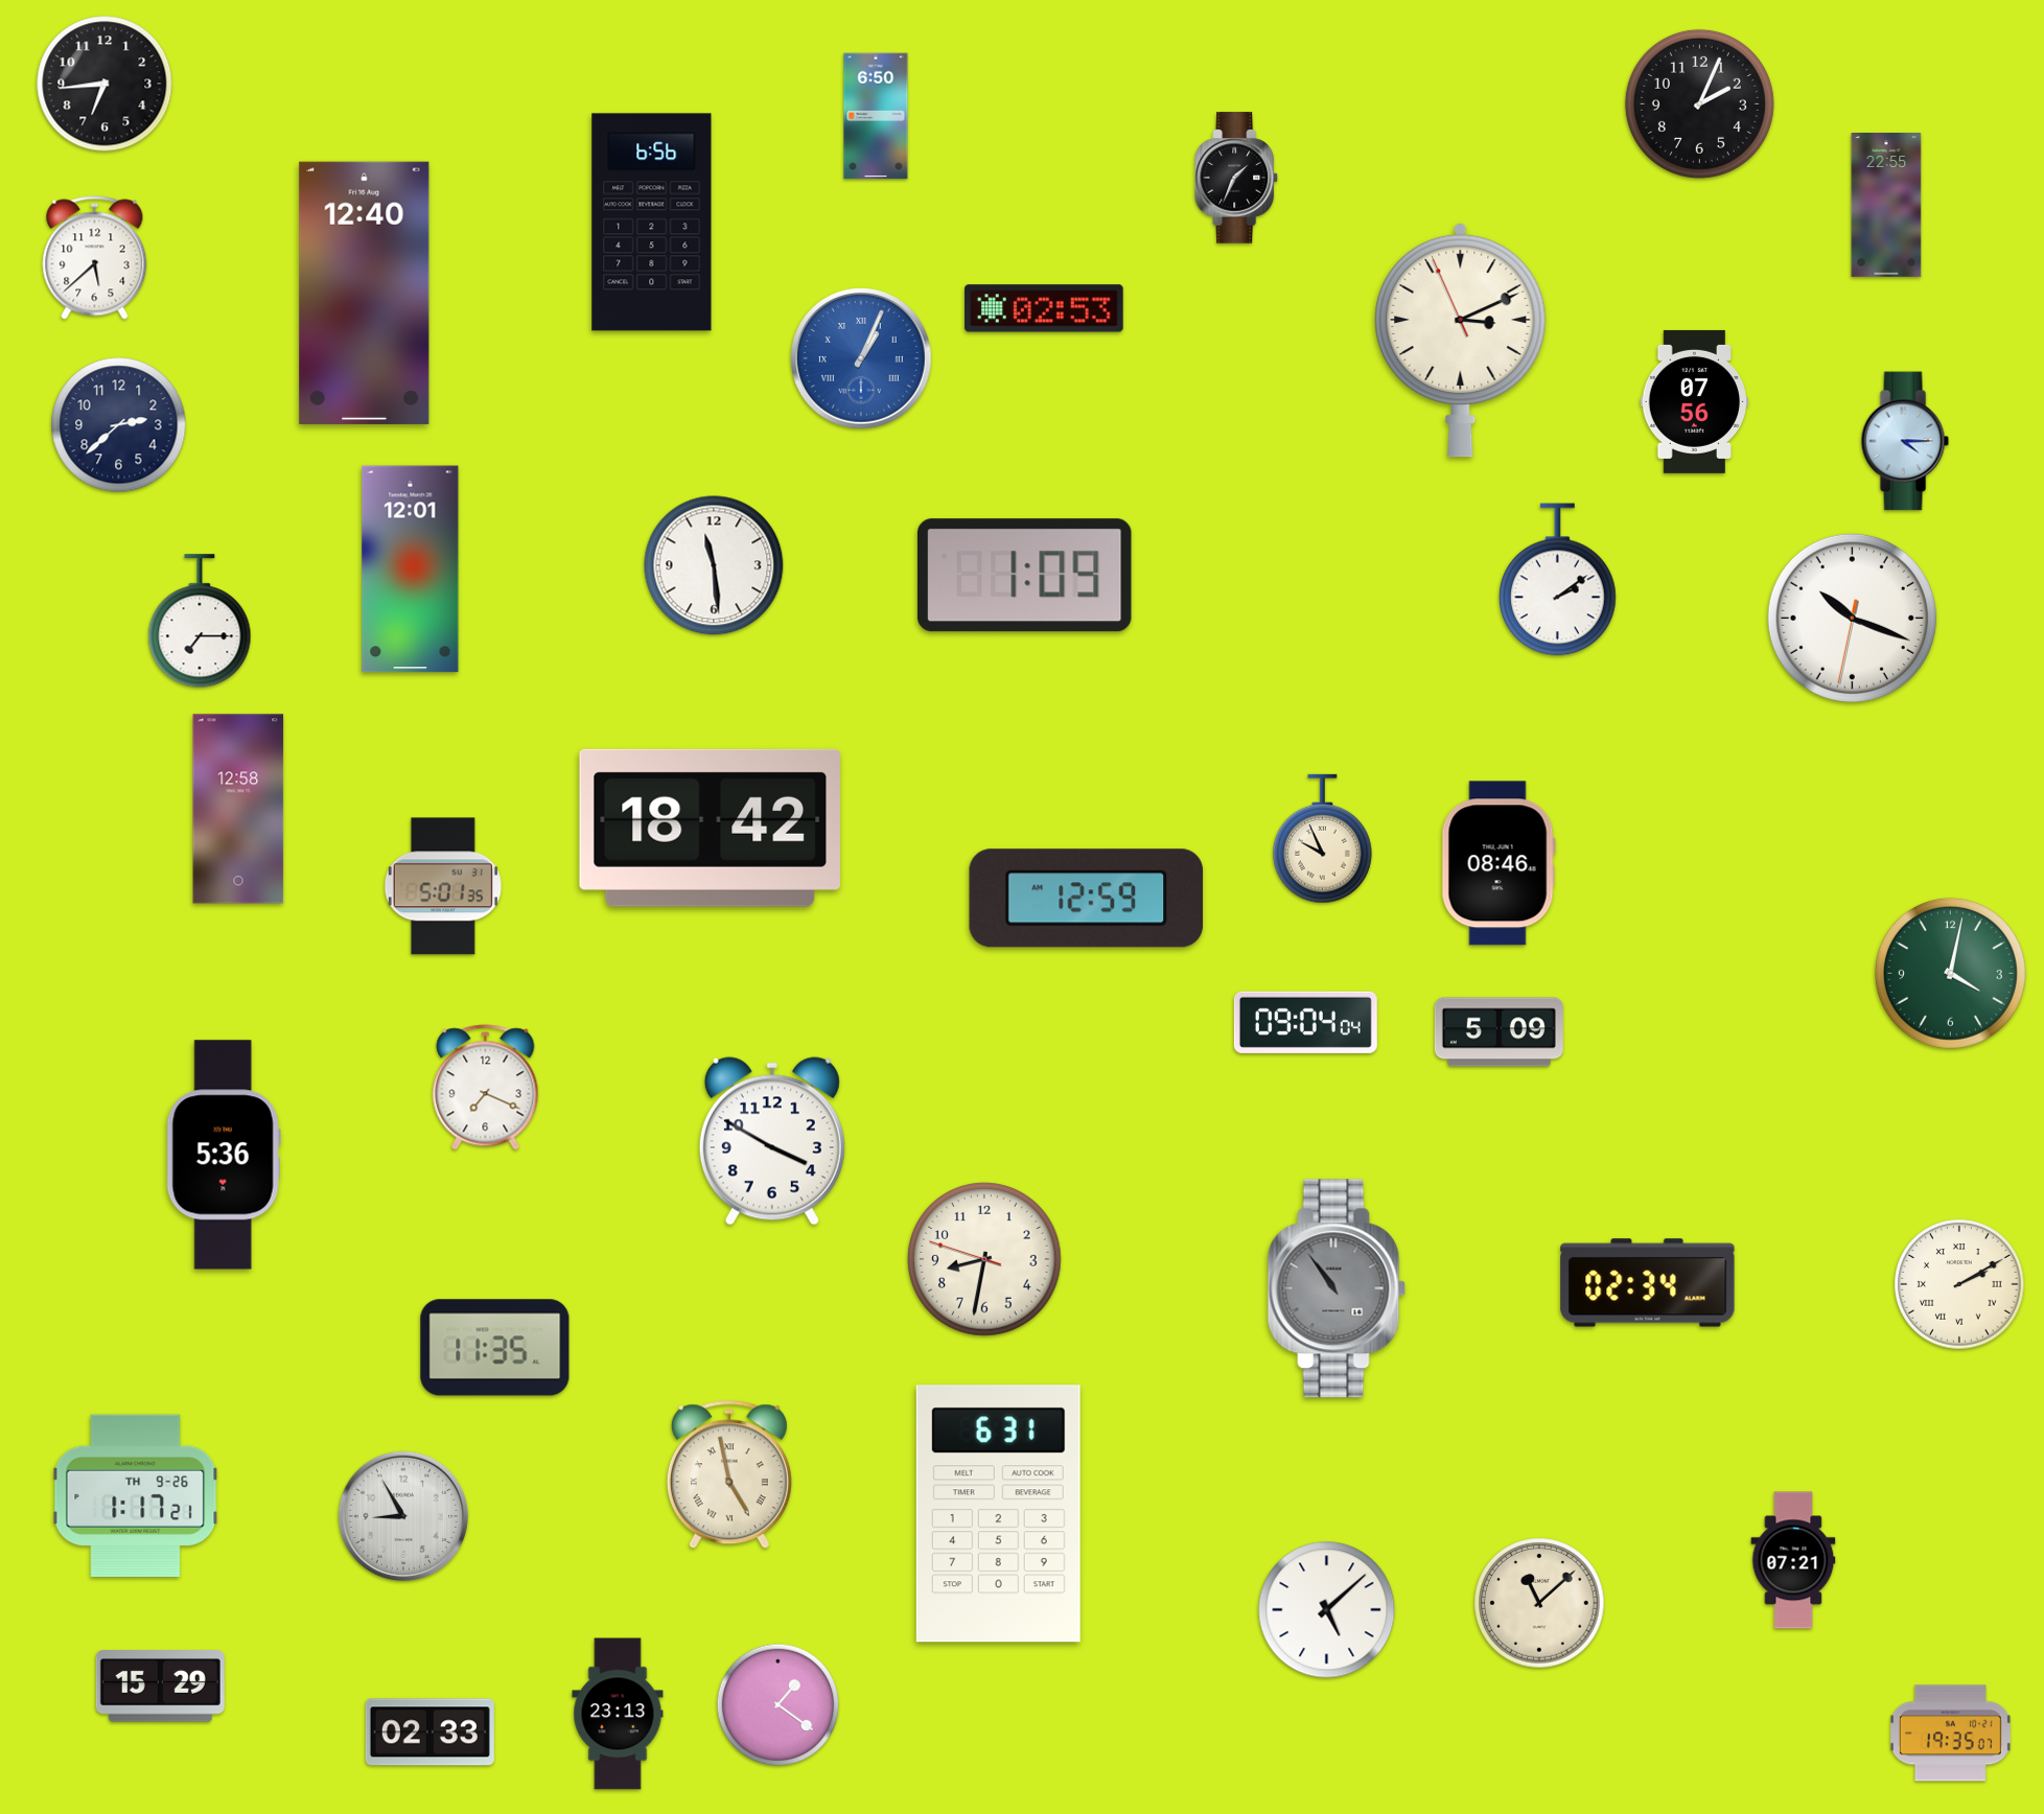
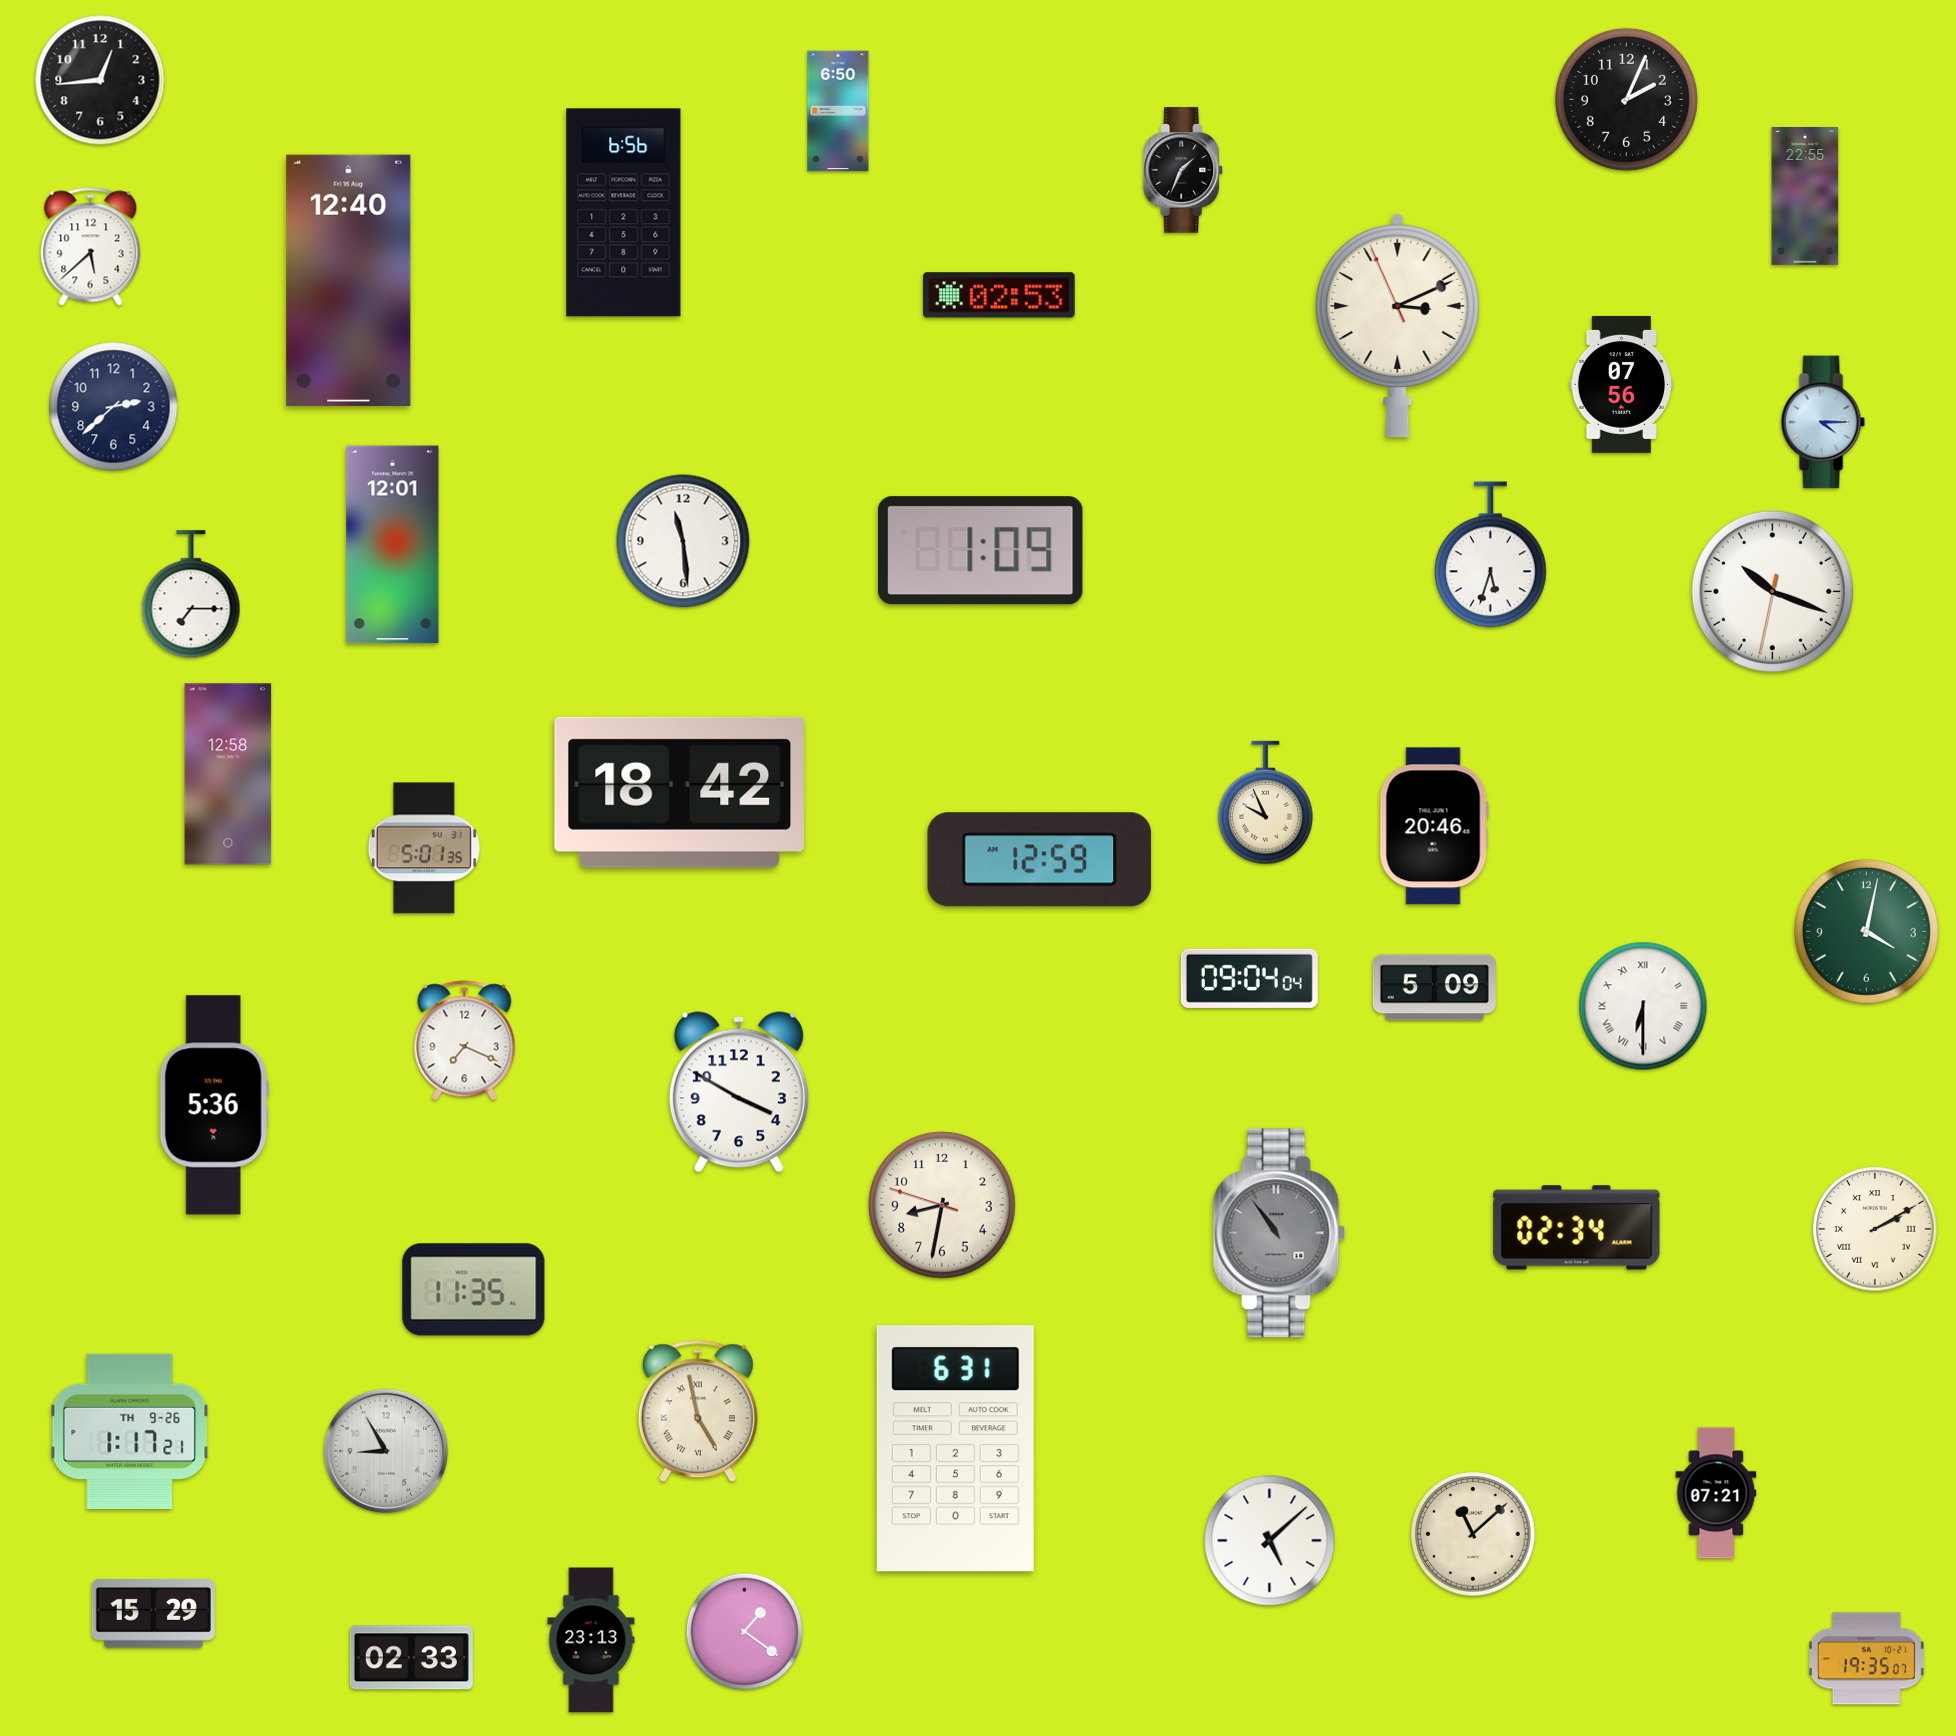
clock at (104, 84): 6:44 -> 12:44
clock at (862, 359): 1:04 -> none
clock at (1558, 580): 2:09 -> 5:33
clock at (1499, 863): 08:46 -> 20:46
clock at (1643, 1006): none -> 6:30
